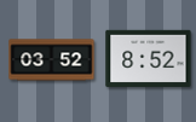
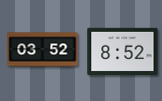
clock at (149, 59) position: (149, 59) -> (123, 52)
